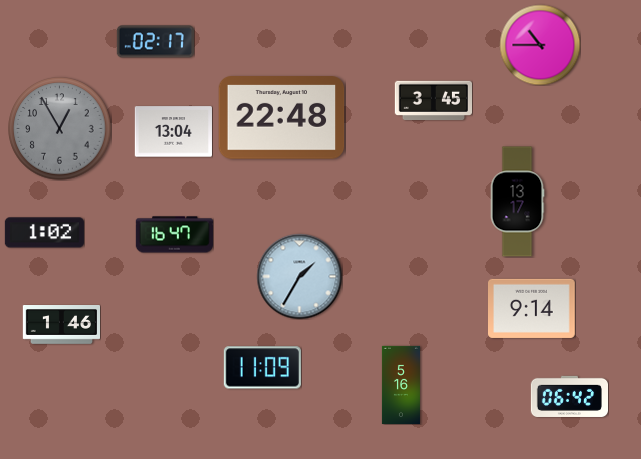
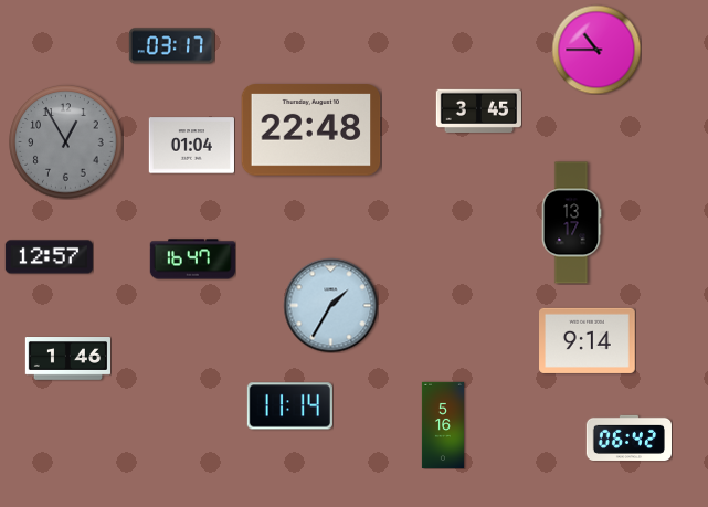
clock at (155, 42): 02:17 -> 03:17
clock at (173, 132): 13:04 -> 01:04
clock at (44, 233): 1:02 -> 12:57
clock at (262, 368): 11:09 -> 11:14
